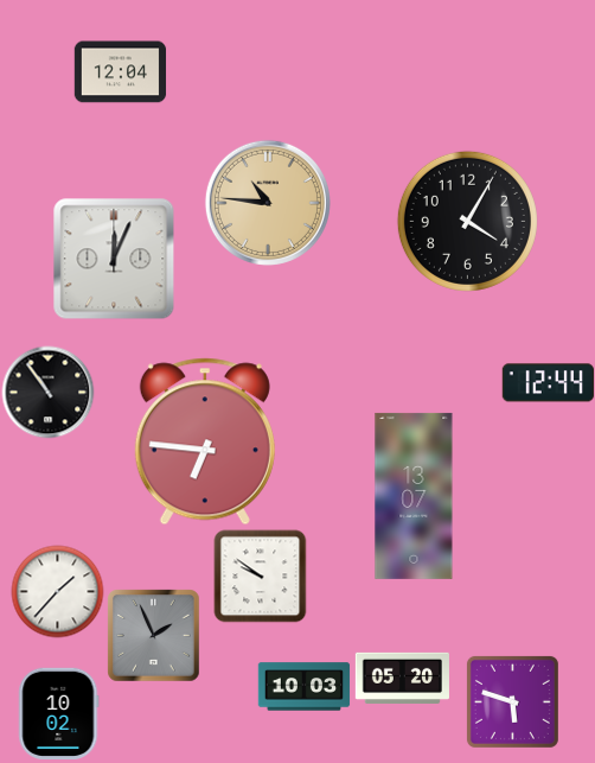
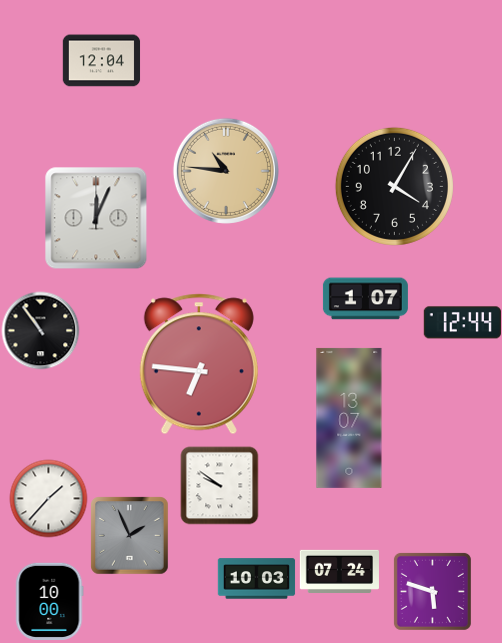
clock at (365, 299): none -> 1:07
clock at (205, 441) position: (205, 441) -> (199, 364)
clock at (402, 678): 05:20 -> 07:24
clock at (59, 713): 10:02 -> 10:00
